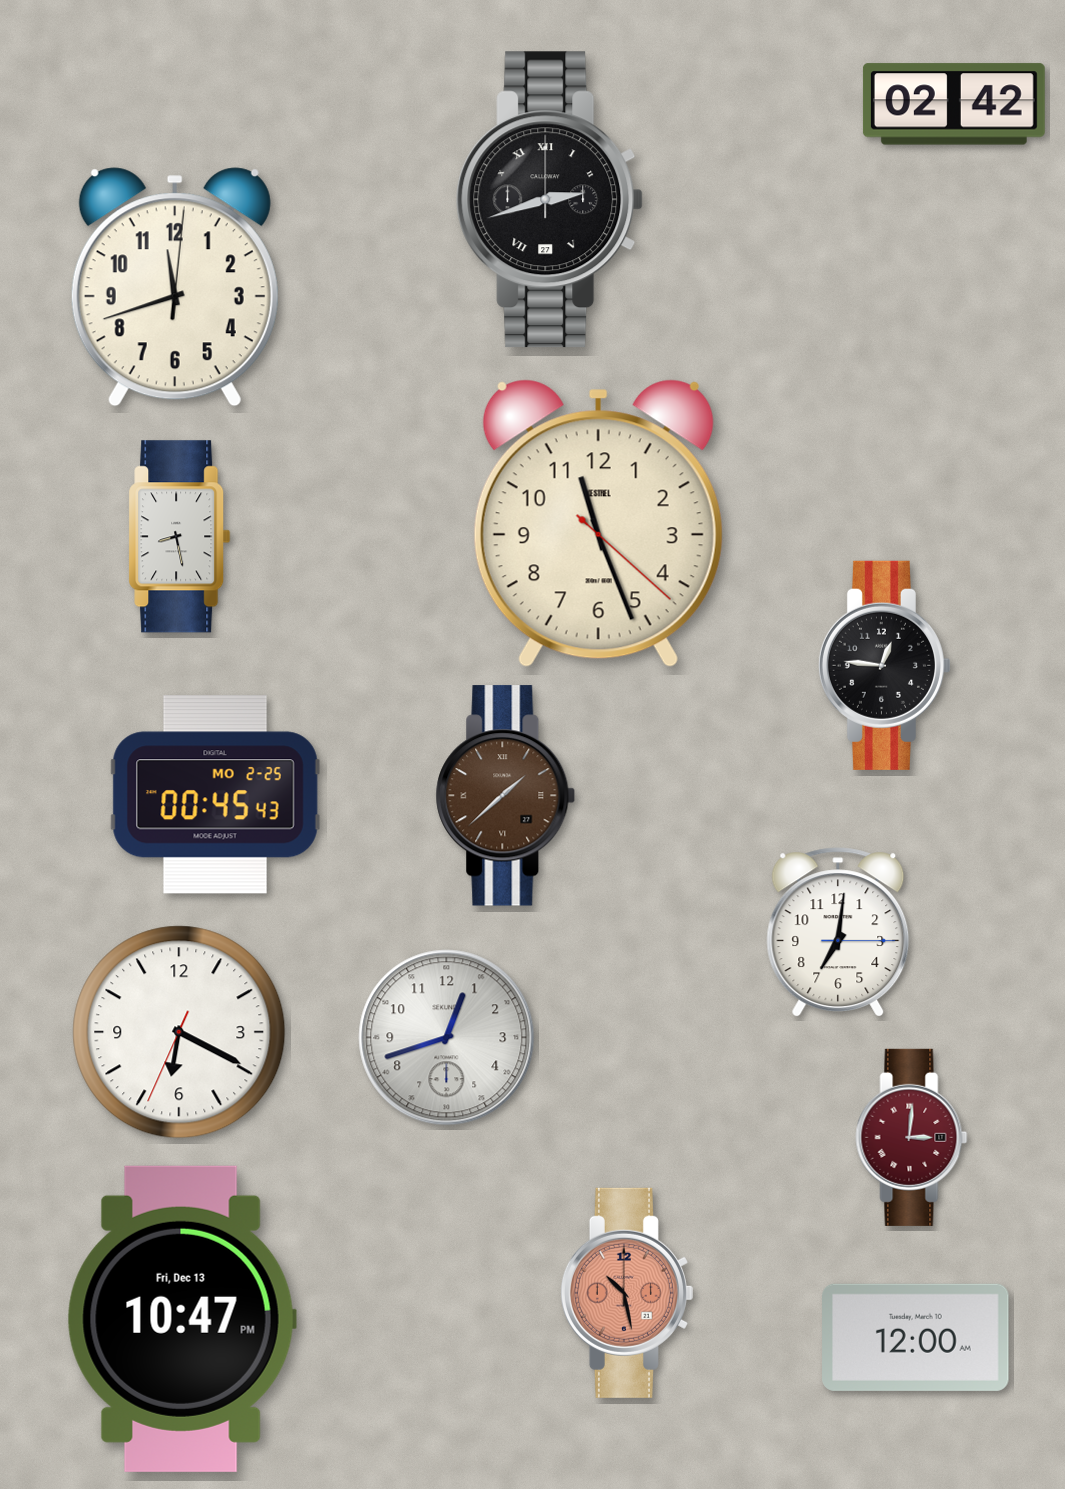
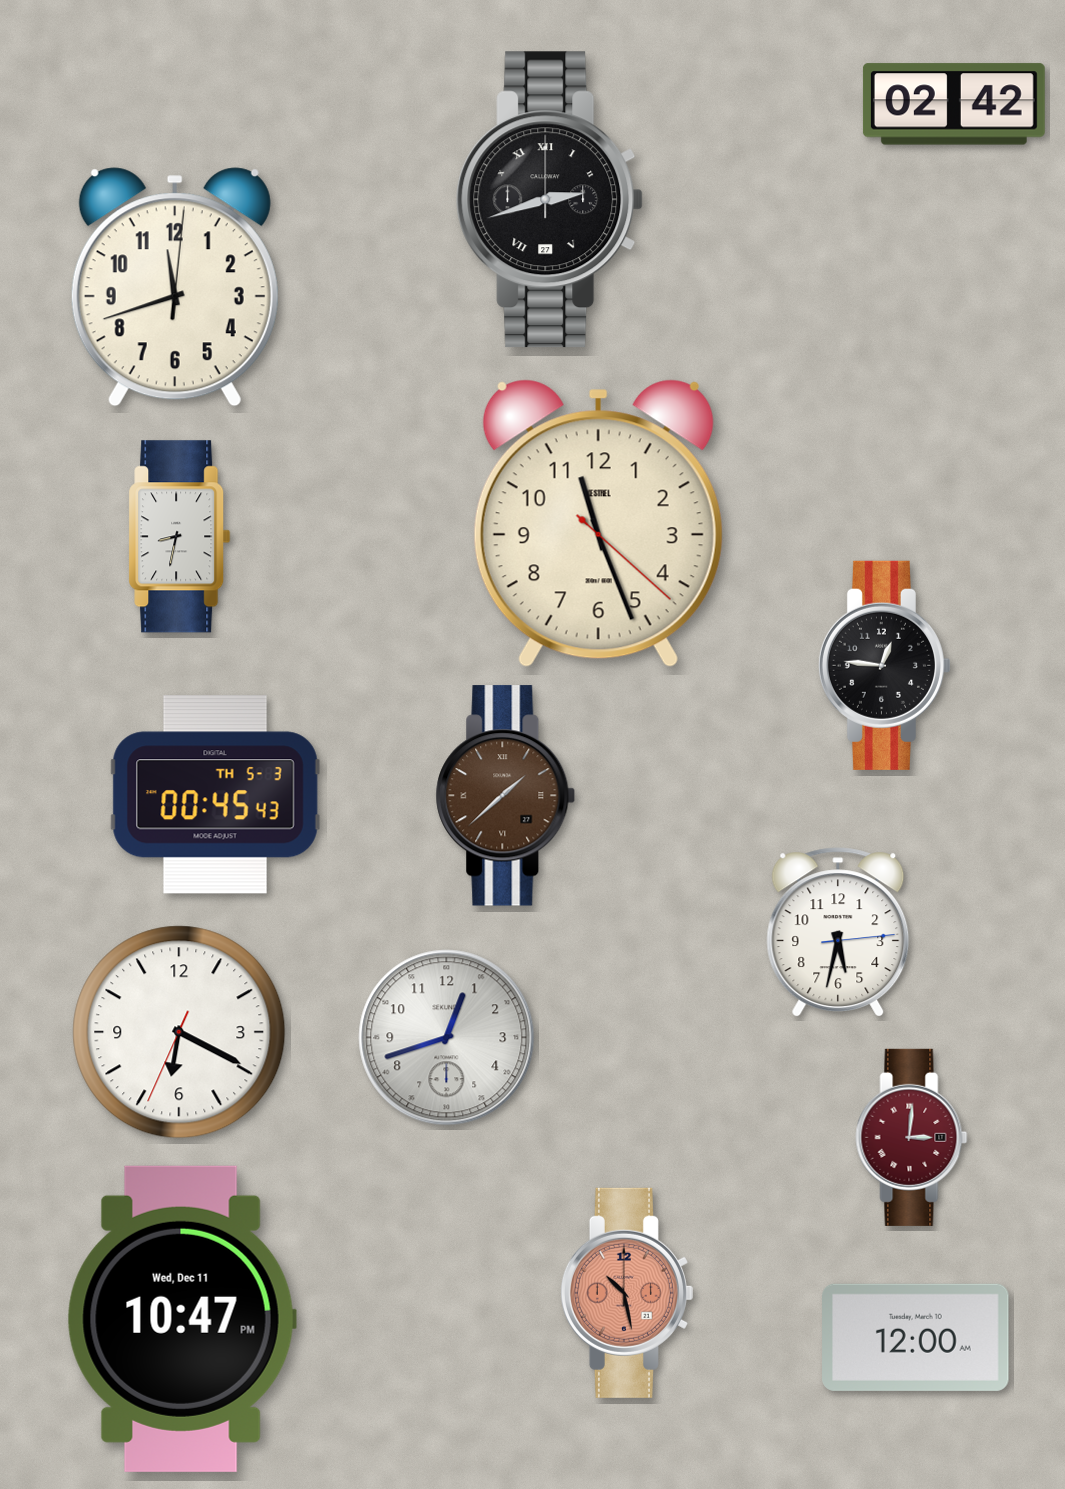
clock at (180, 537): 8:28 -> 8:32
clock at (215, 795) date: MO 2-25 -> TH 5-3
clock at (838, 932): 7:01 -> 5:32
clock at (182, 1319) date: Fri, Dec 13 -> Wed, Dec 11
